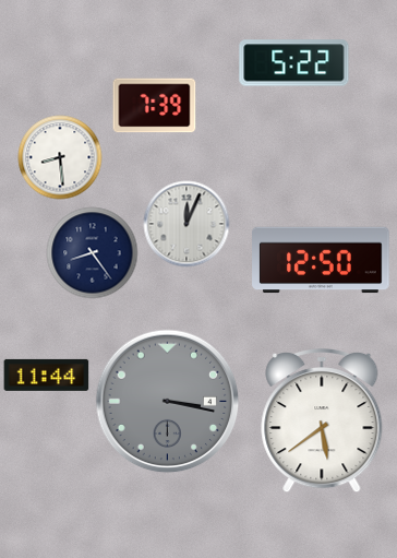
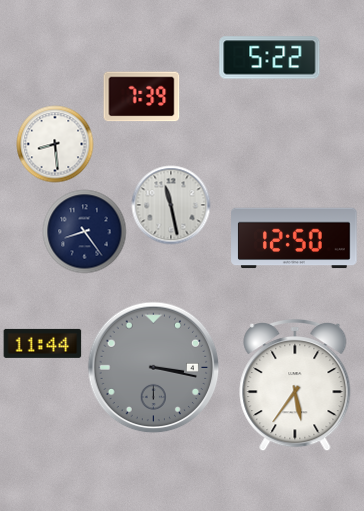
clock at (187, 224): 12:04 -> 11:28
clock at (322, 420): 5:39 -> 5:36
